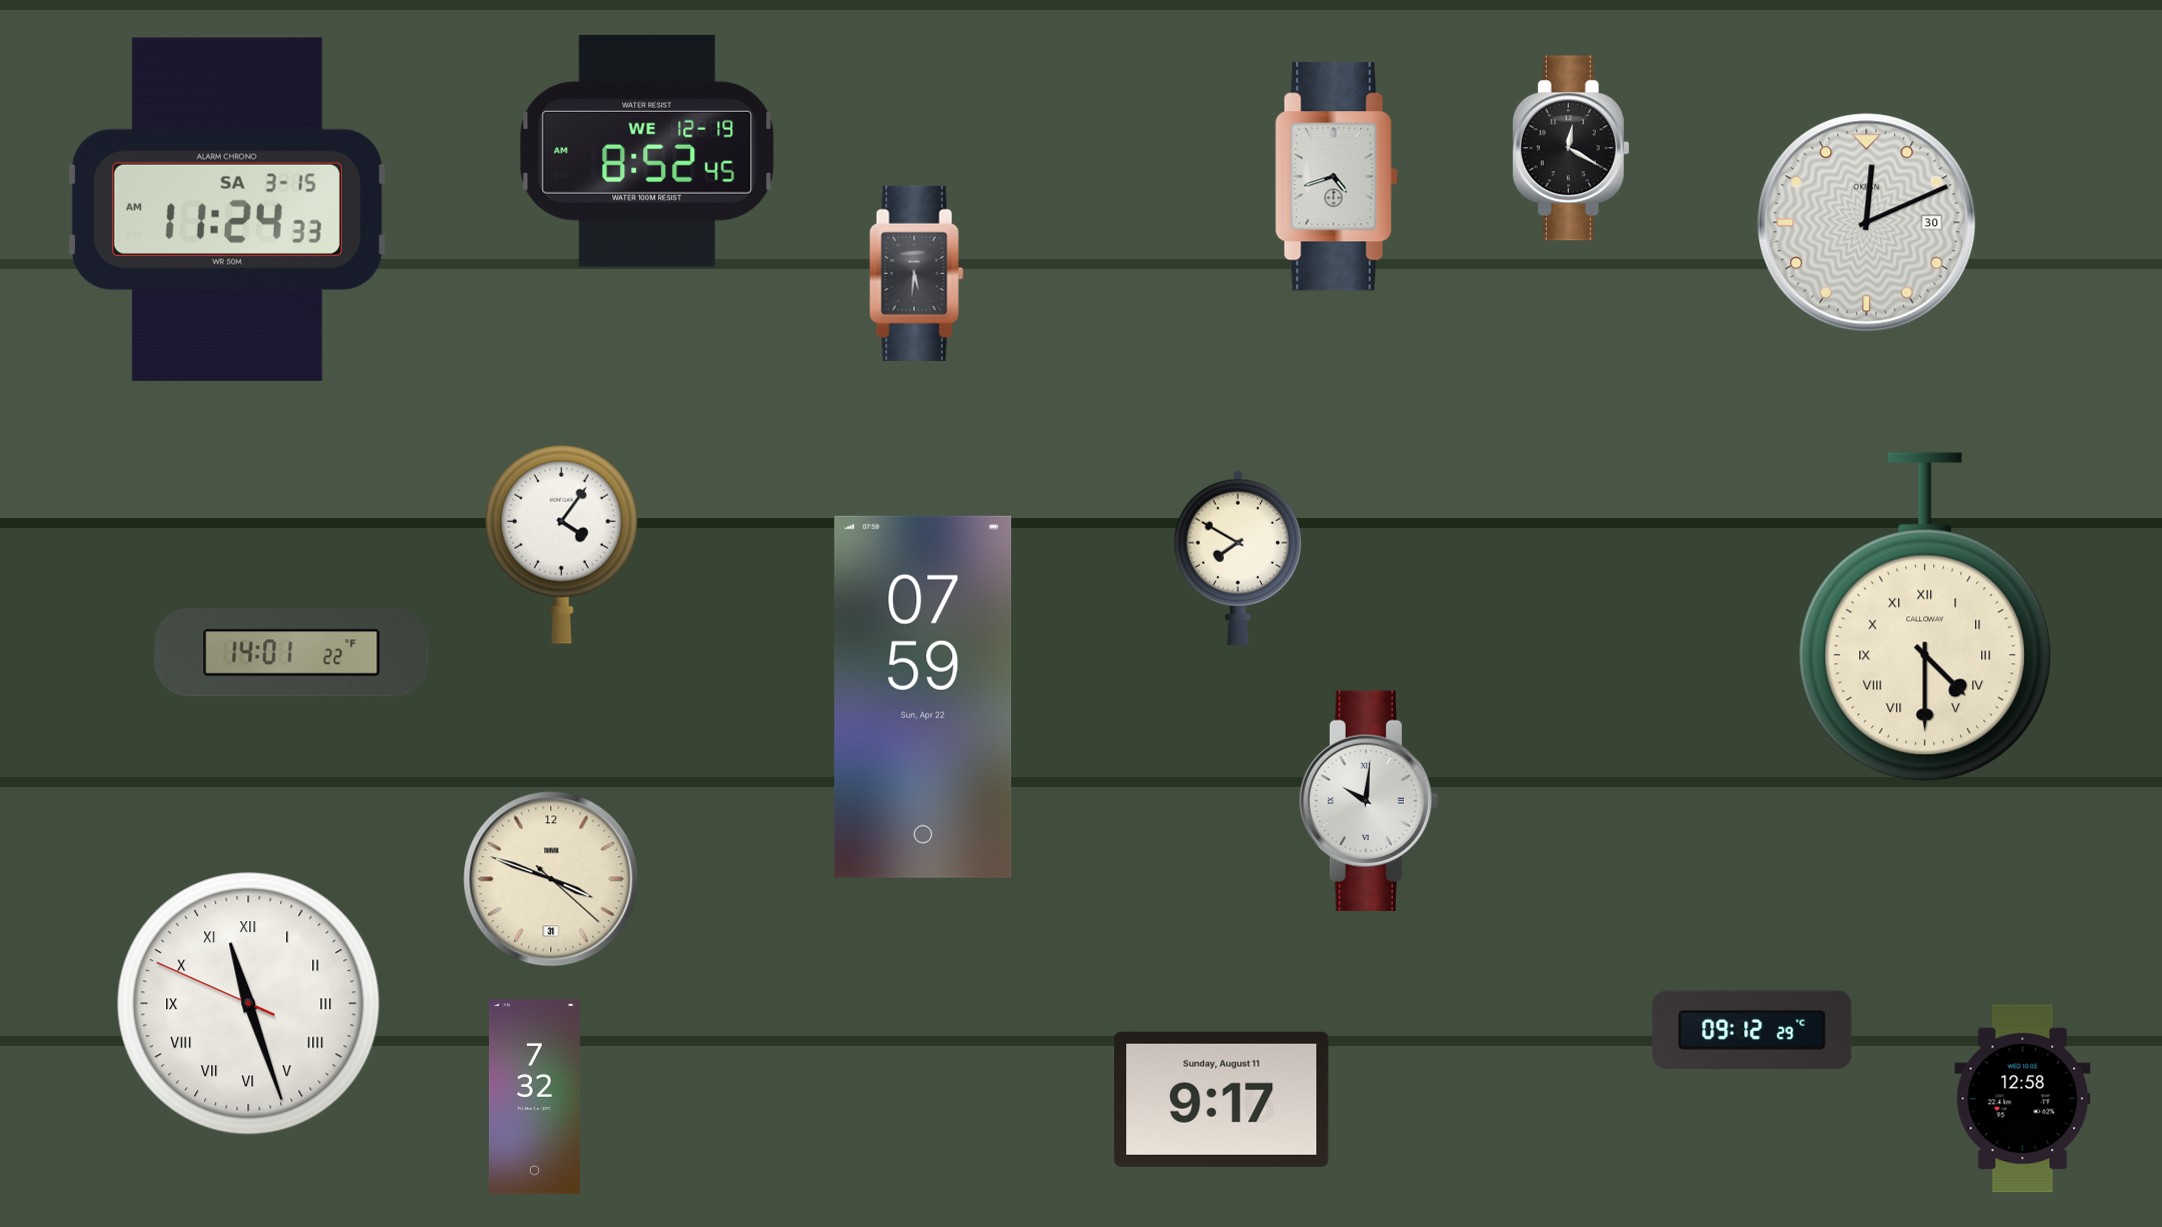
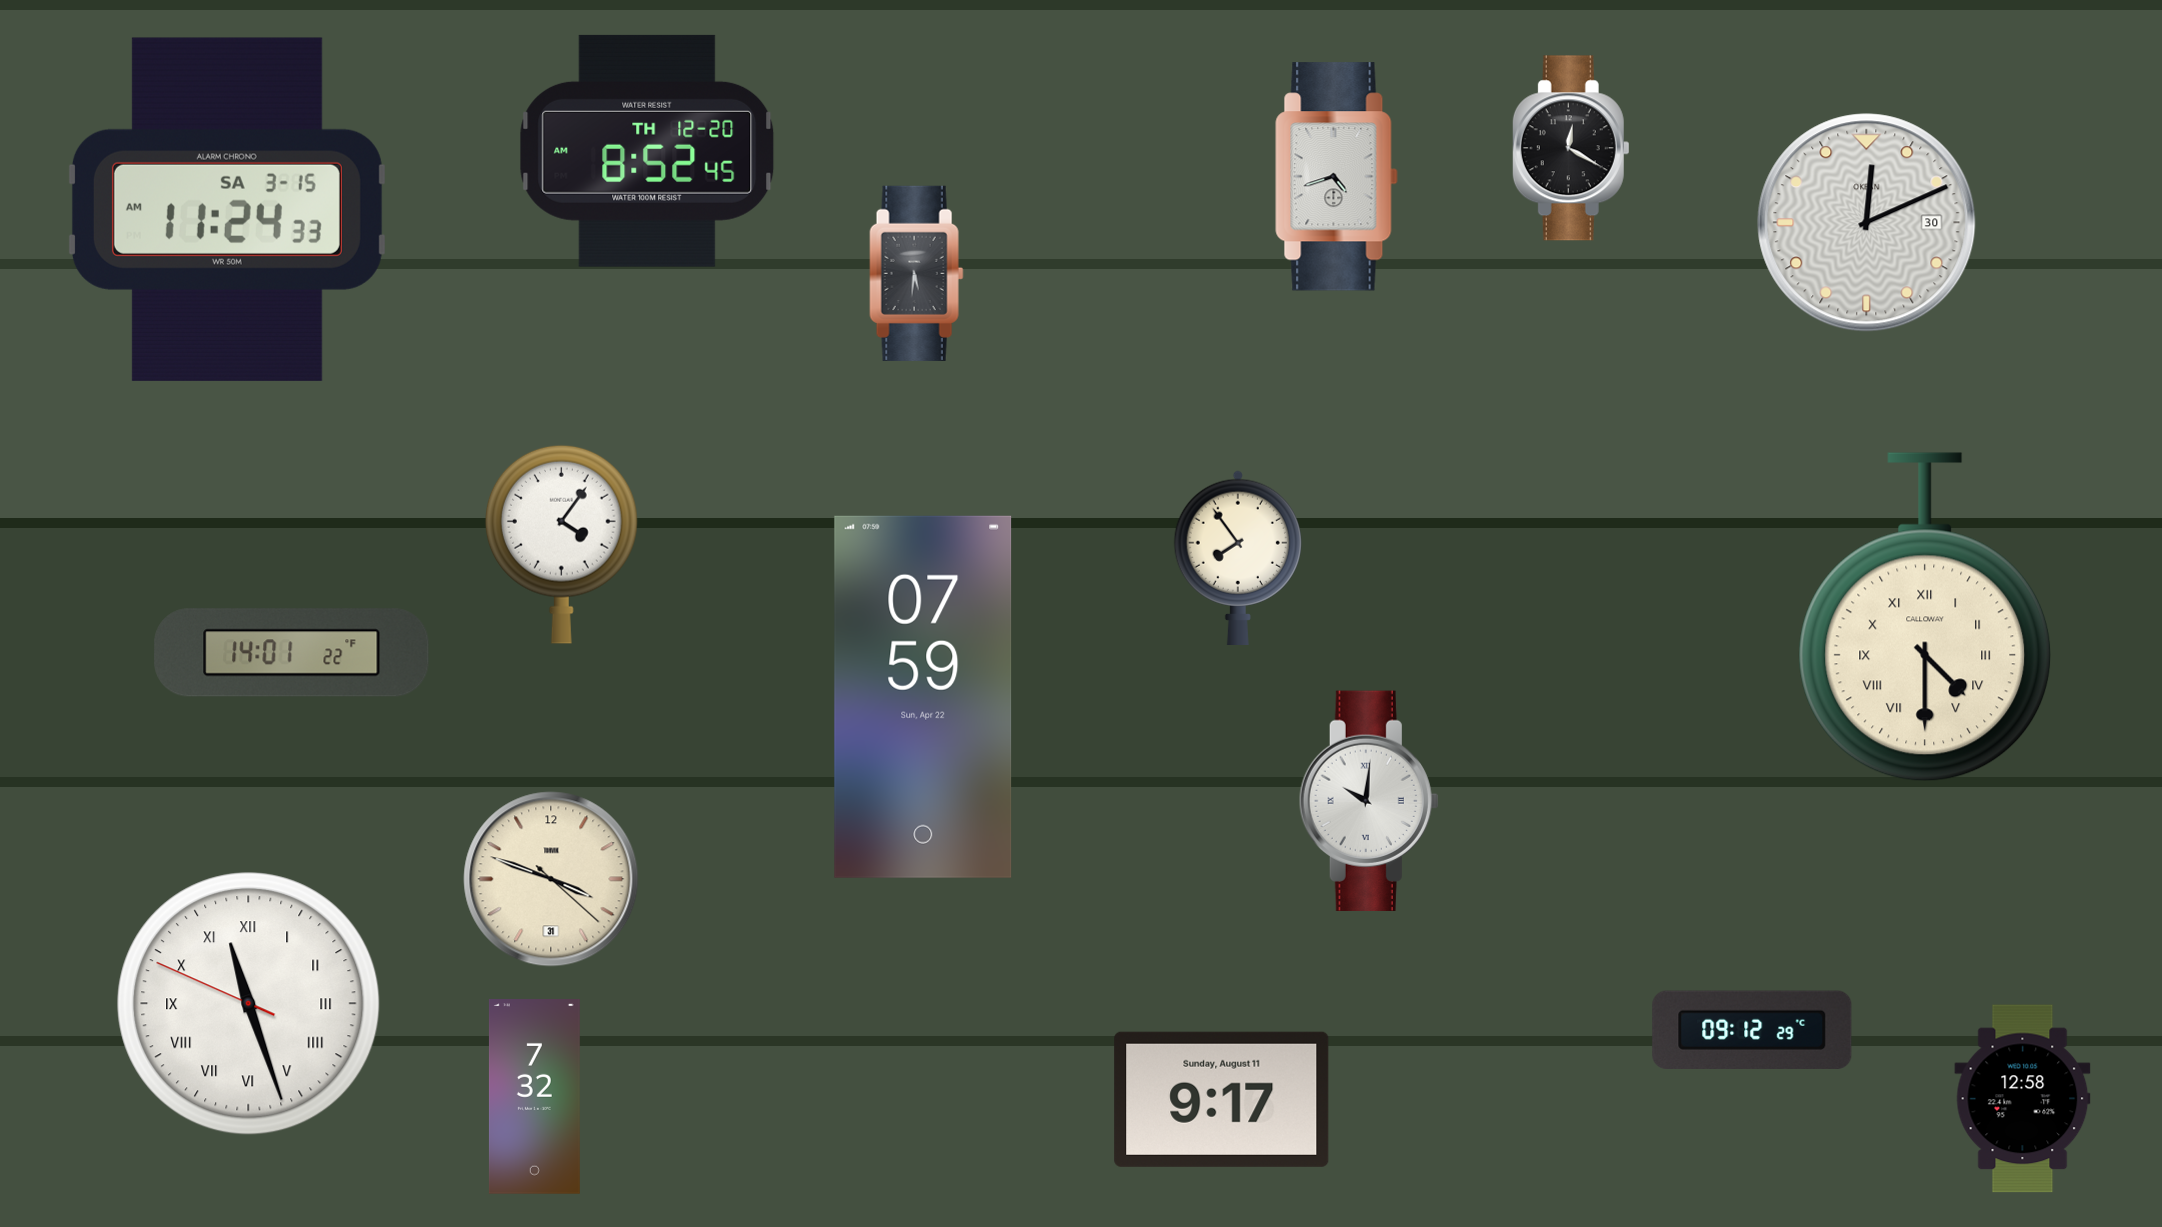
clock at (647, 151) date: WE 12-19 -> TH 12-20
clock at (1238, 557): 7:50 -> 7:54
